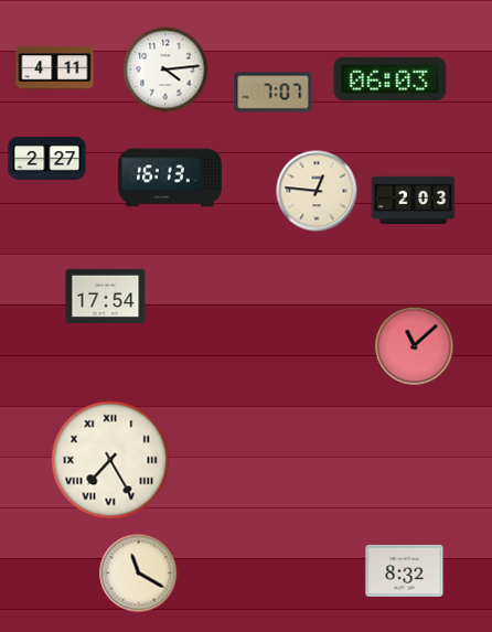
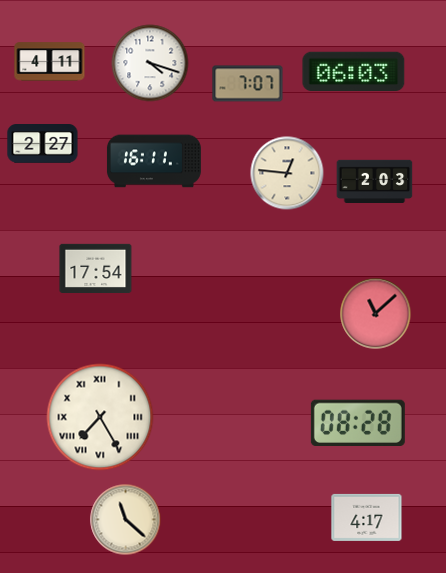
clock at (165, 69): 4:14 -> 4:18
clock at (170, 178): 16:13 -> 16:11
clock at (358, 422): none -> 08:28
clock at (405, 570): 8:32 -> 4:17
clock at (139, 574): 11:20 -> 11:22
